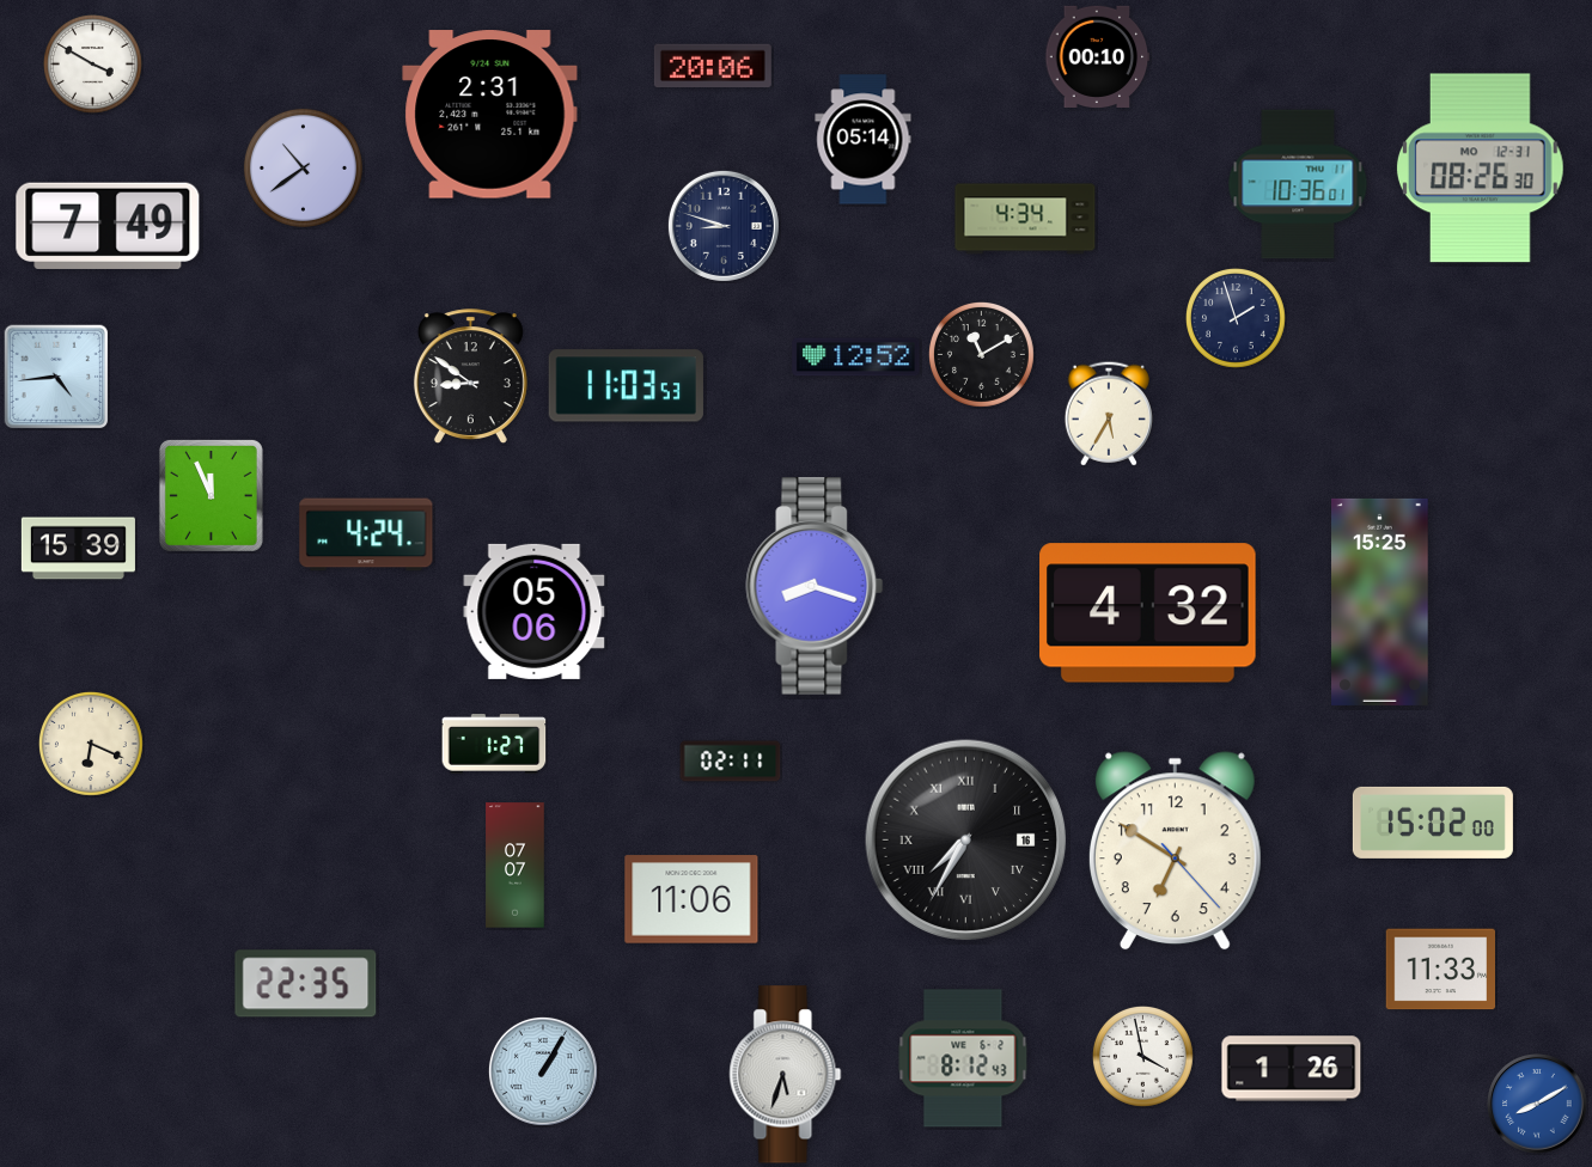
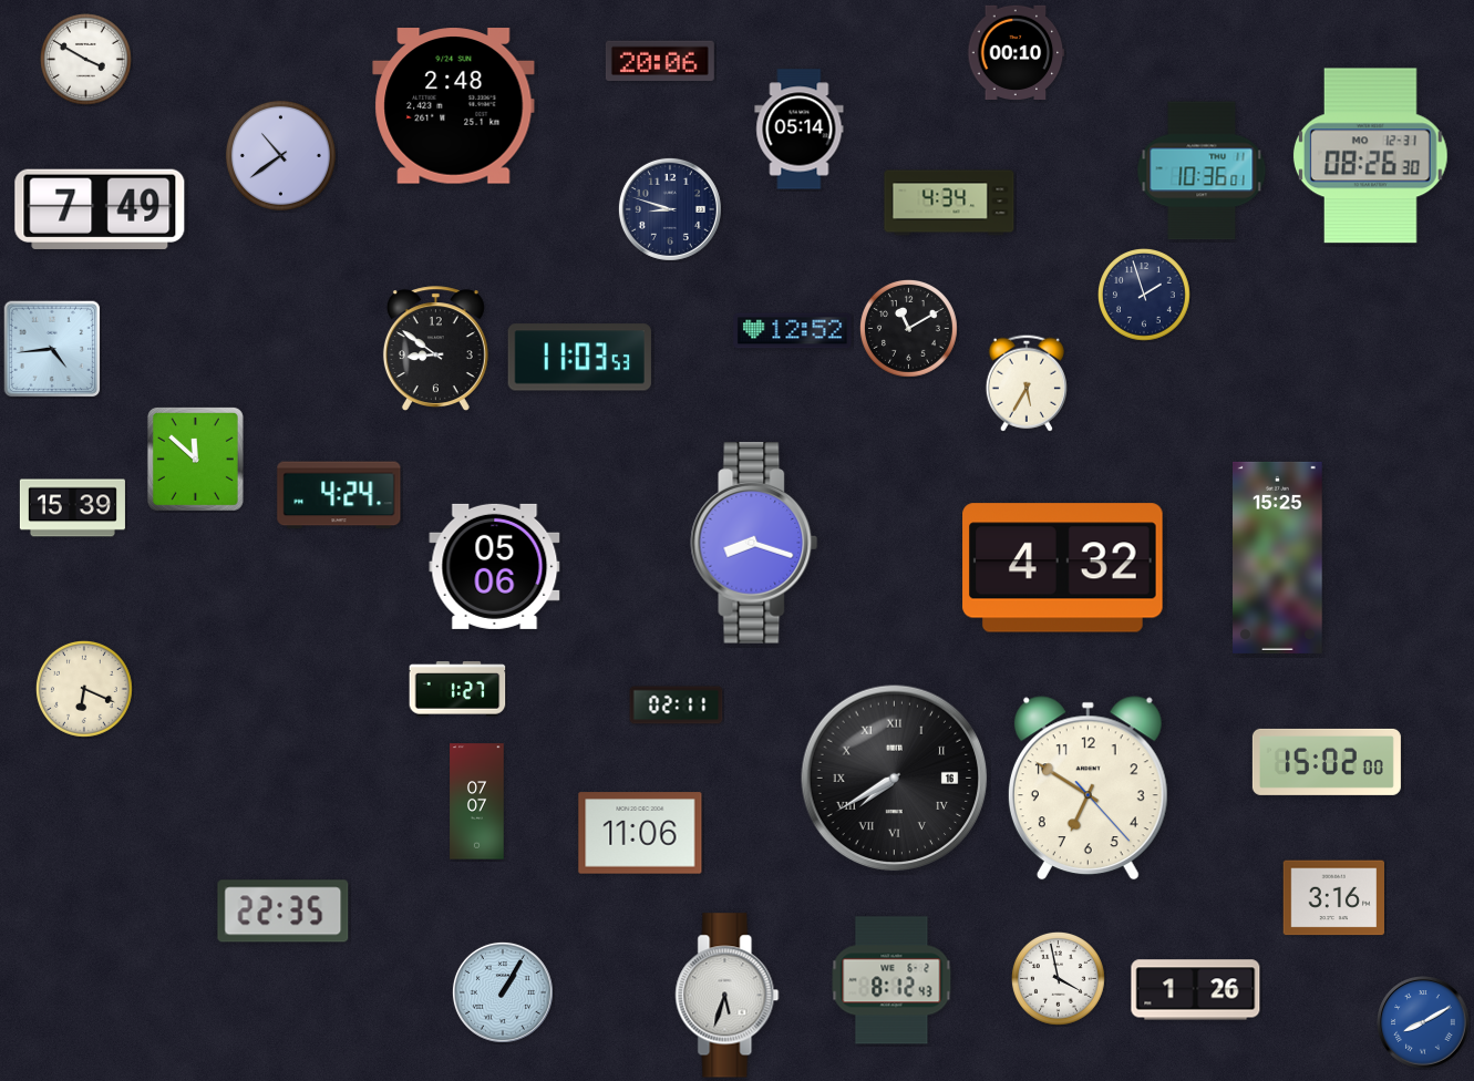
clock at (490, 115): 2:31 -> 2:48
clock at (211, 495): 11:56 -> 11:52
clock at (966, 841): 7:35 -> 7:40
clock at (1441, 970): 11:33 -> 3:16
